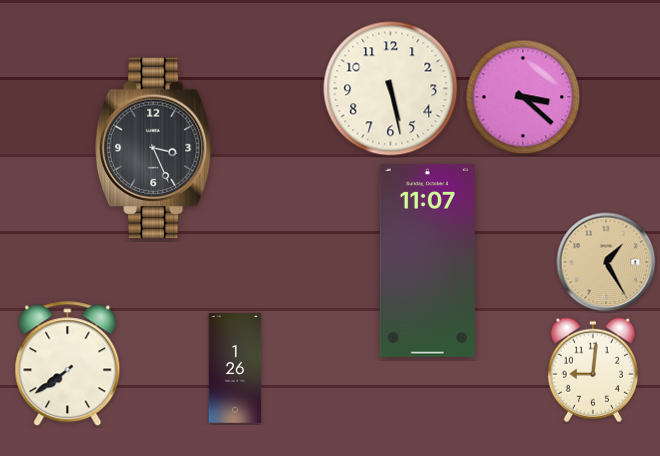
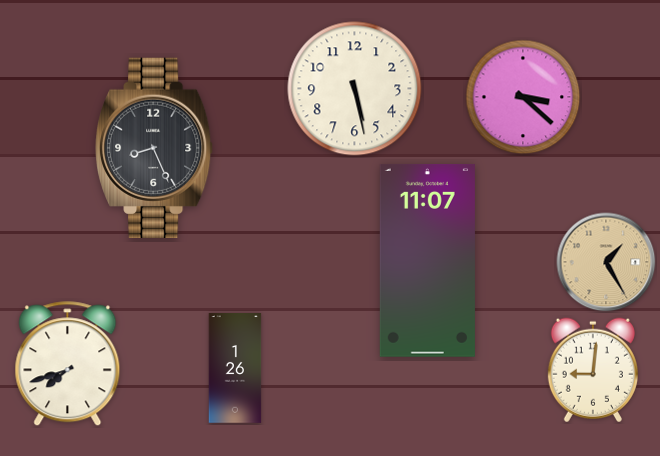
clock at (391, 89) position: (391, 89) -> (355, 89)
clock at (155, 147): 3:26 -> 8:26
clock at (68, 364): 7:39 -> 7:42
